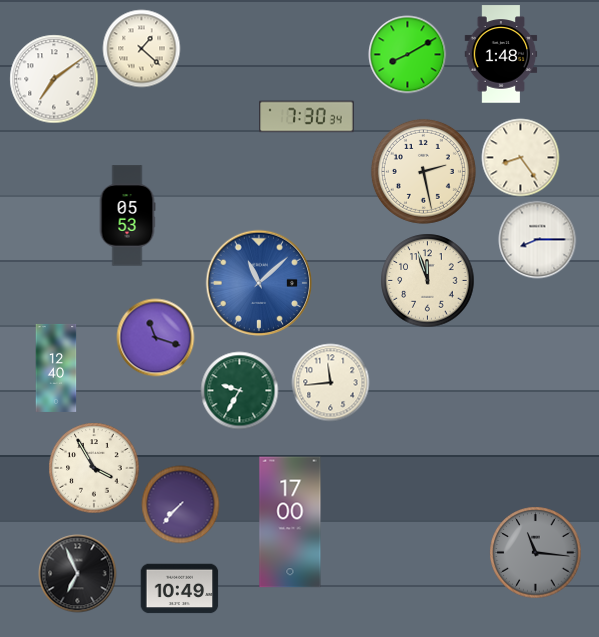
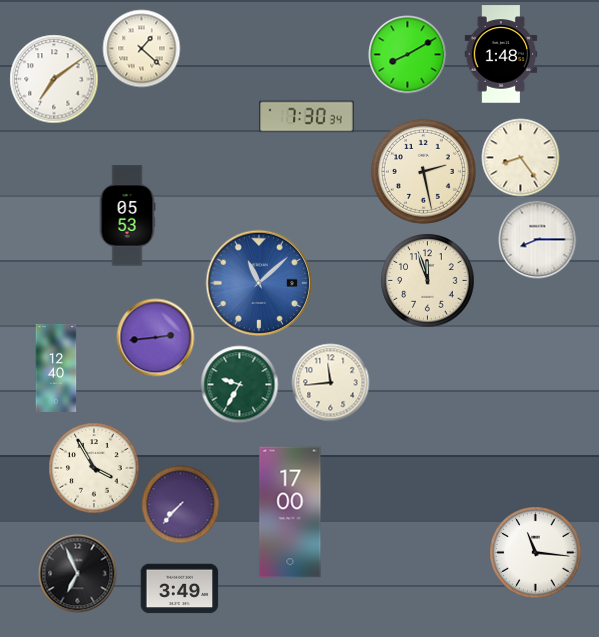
clock at (155, 337): 11:18 -> 2:44
clock at (239, 390) position: (239, 390) -> (239, 384)
clock at (290, 522) position: (290, 522) -> (290, 512)
clock at (535, 552) dial: grey -> white
clock at (179, 589): 10:49 -> 3:49
